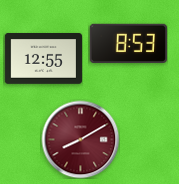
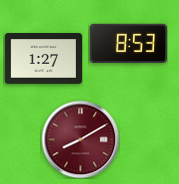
clock at (43, 59): 12:55 -> 1:27
